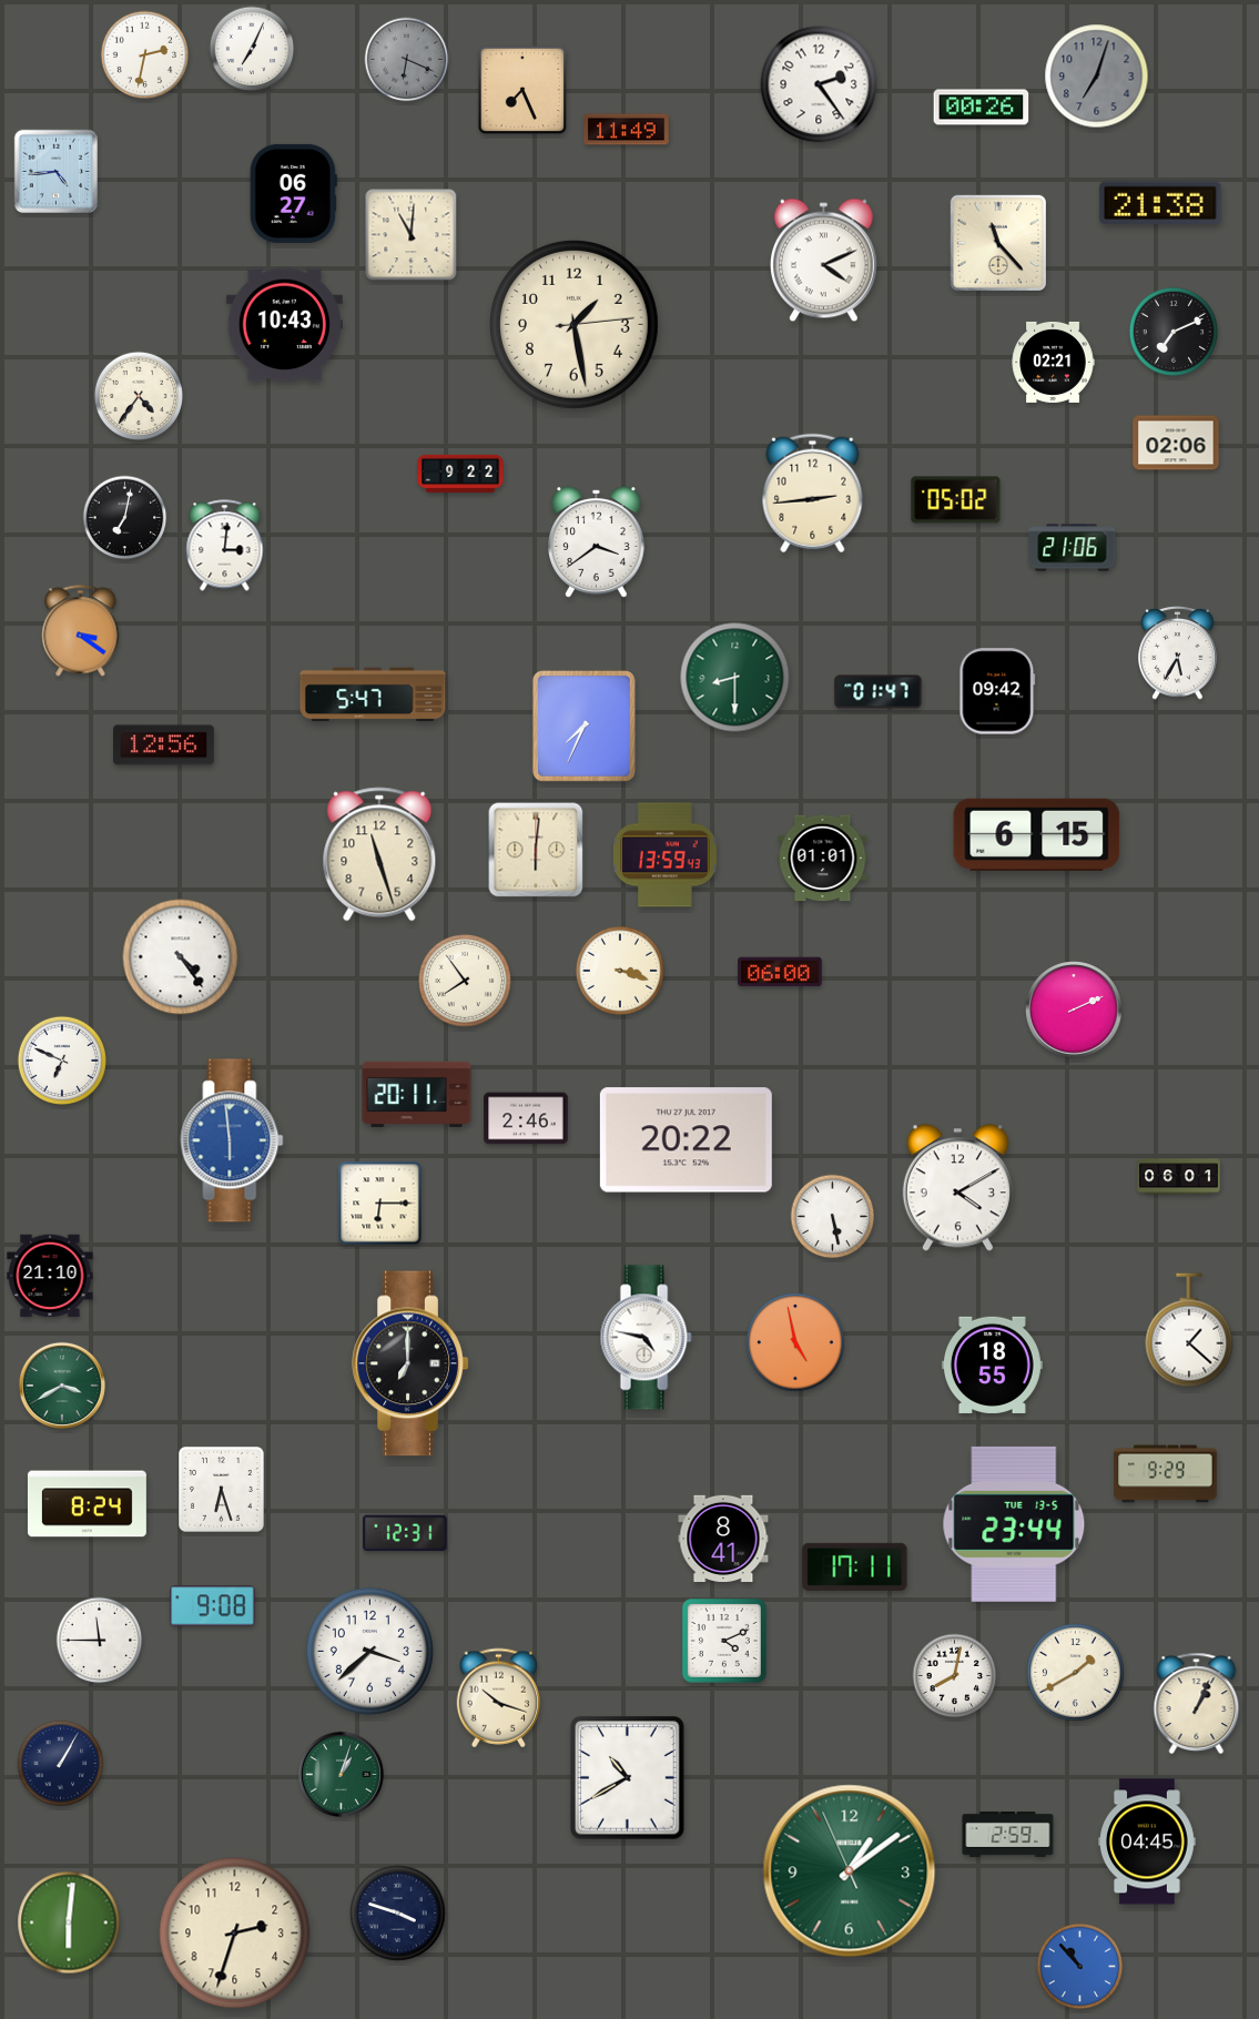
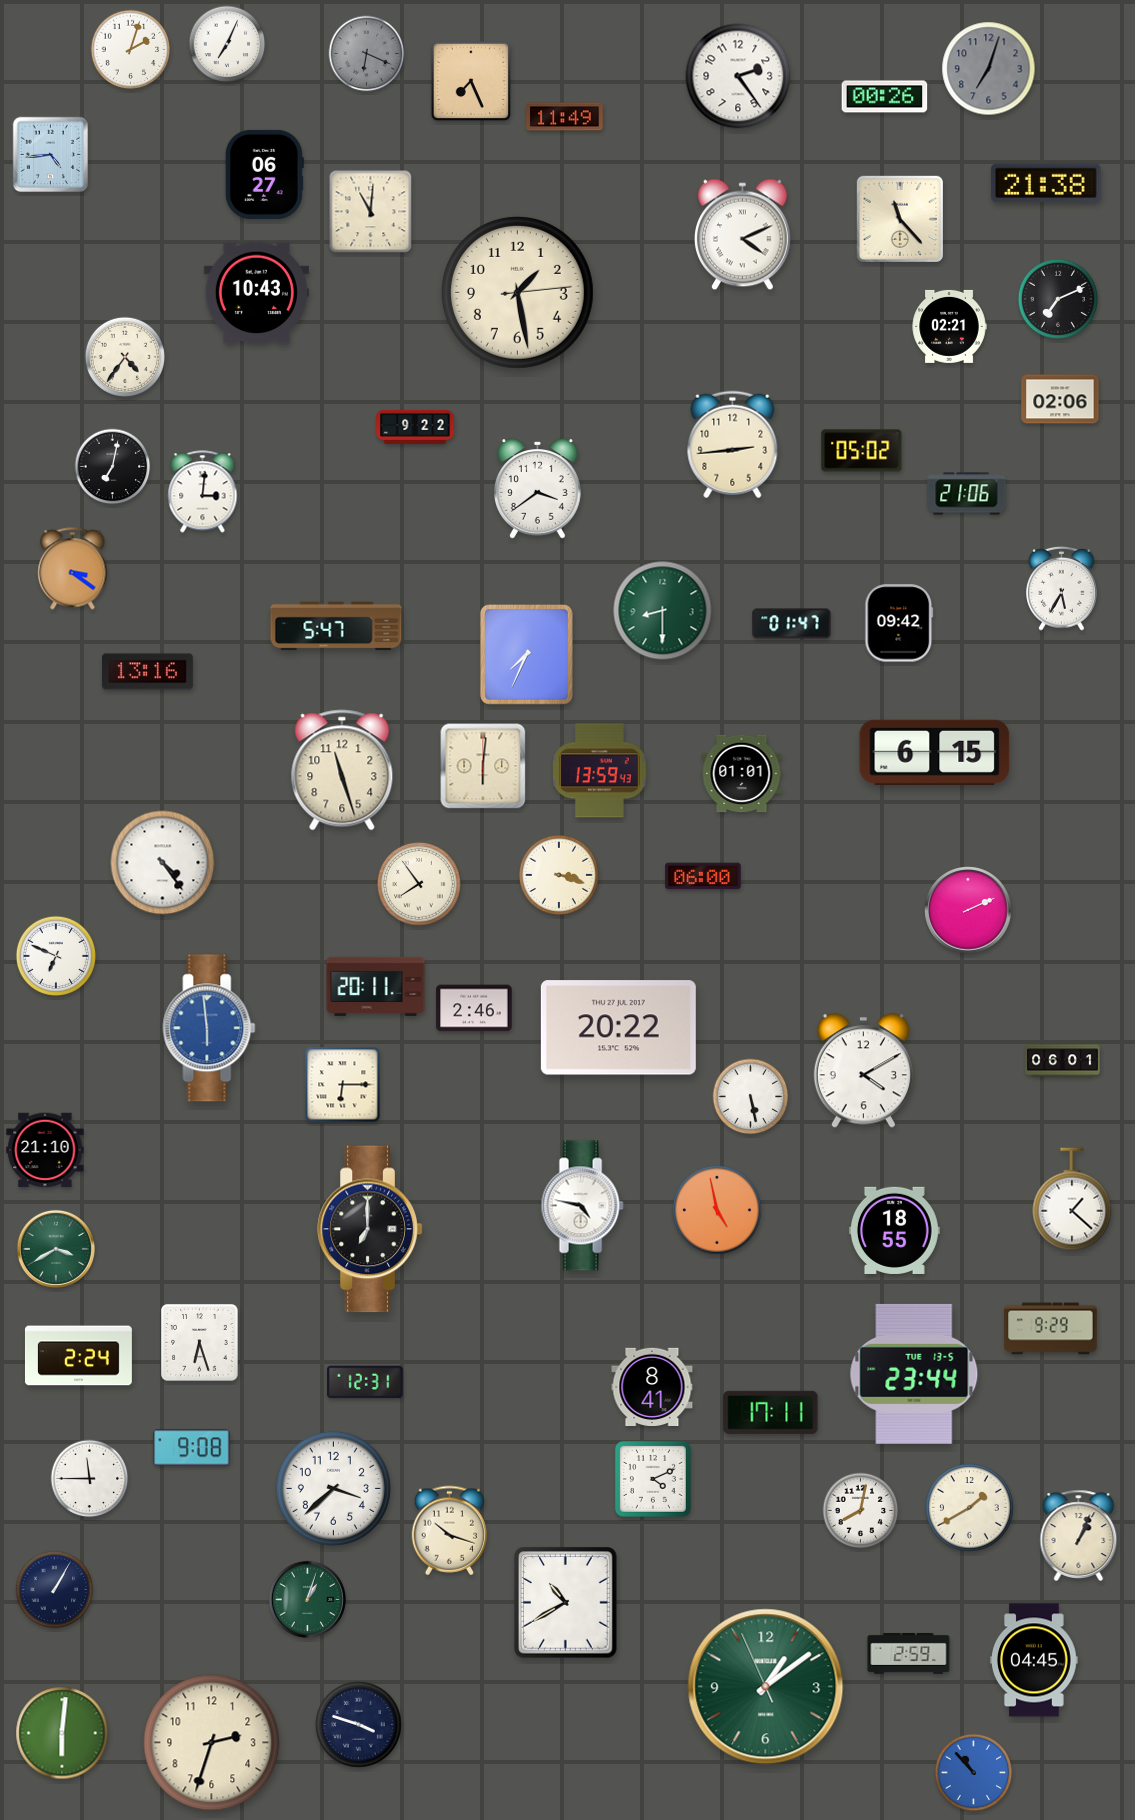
clock at (145, 55): 2:32 -> 2:03
clock at (164, 745): 12:56 -> 13:16
clock at (87, 1504): 8:24 -> 2:24
